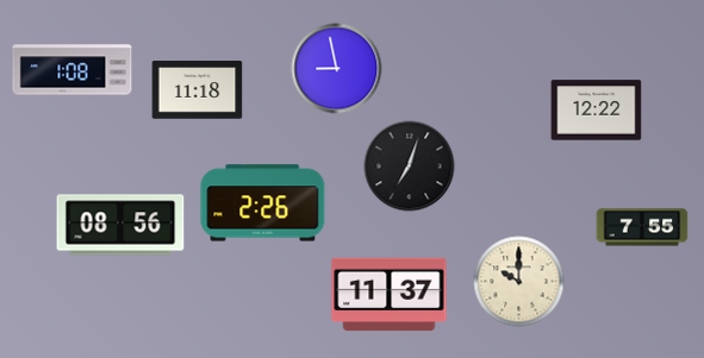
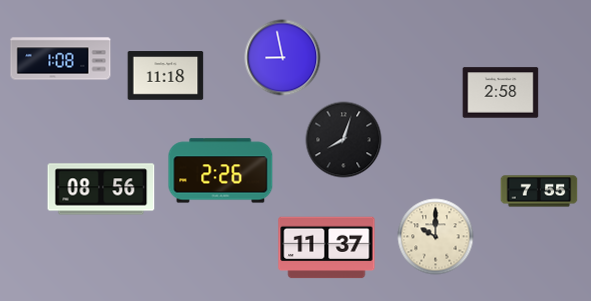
clock at (597, 111): 12:22 -> 2:58
clock at (410, 167): 7:03 -> 8:03
